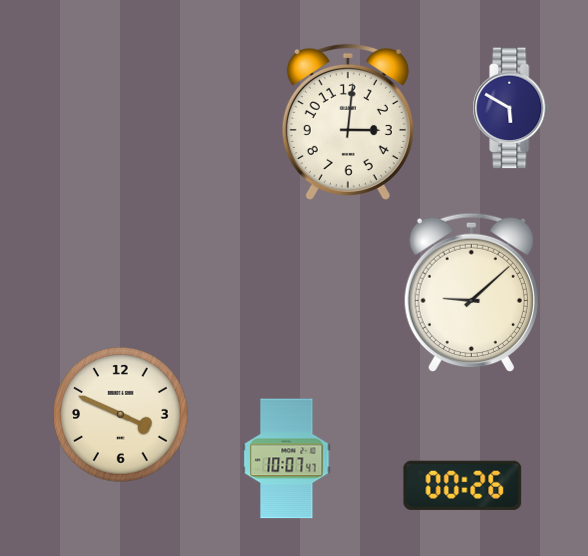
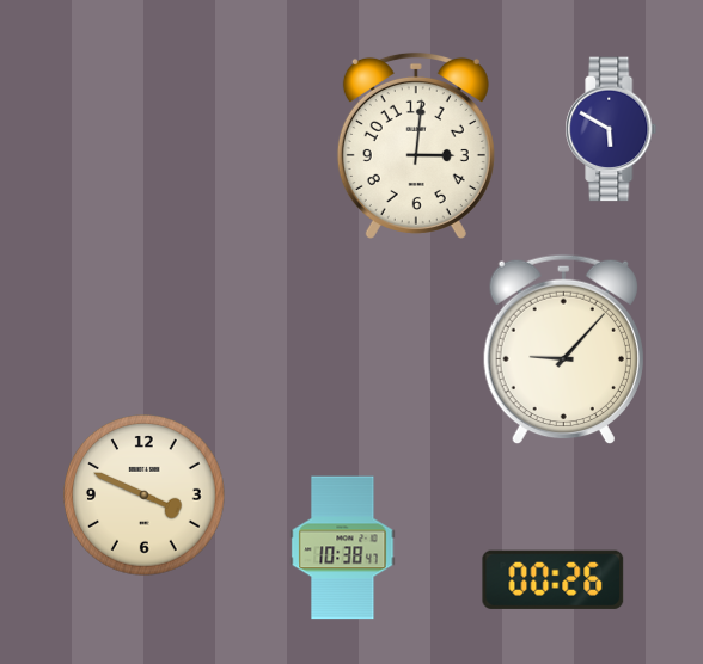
clock at (471, 293): 9:08 -> 9:07
clock at (287, 459): 10:07 -> 10:38
